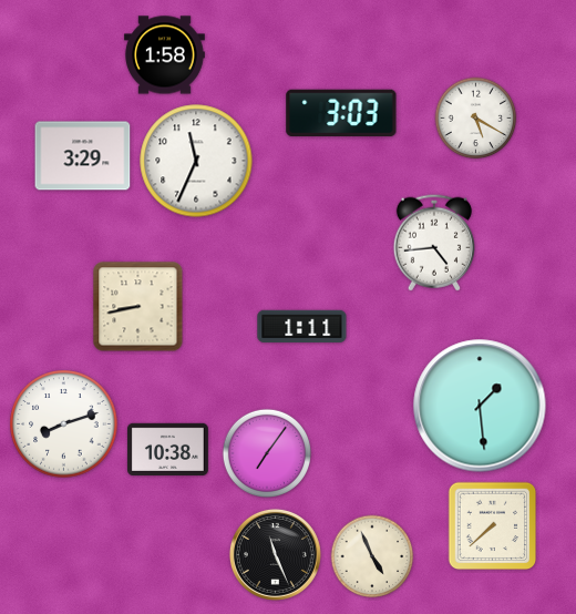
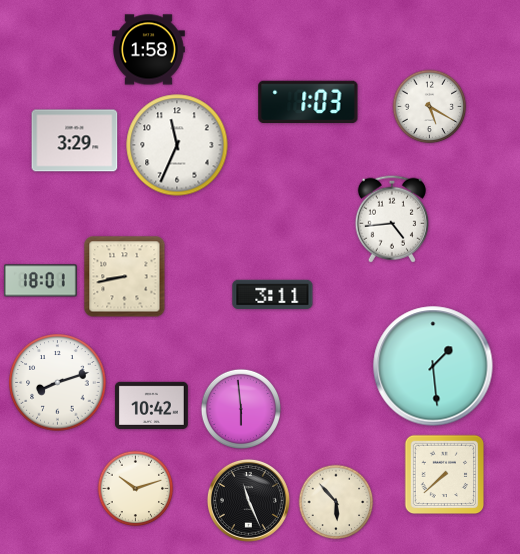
clock at (341, 113): 3:03 -> 1:03
clock at (40, 281): none -> 18:01
clock at (302, 326): 1:11 -> 3:11
clock at (167, 449): 10:38 -> 10:42
clock at (266, 452): 7:06 -> 5:59
clock at (136, 489): none -> 10:12
clock at (372, 556): 4:56 -> 5:53
